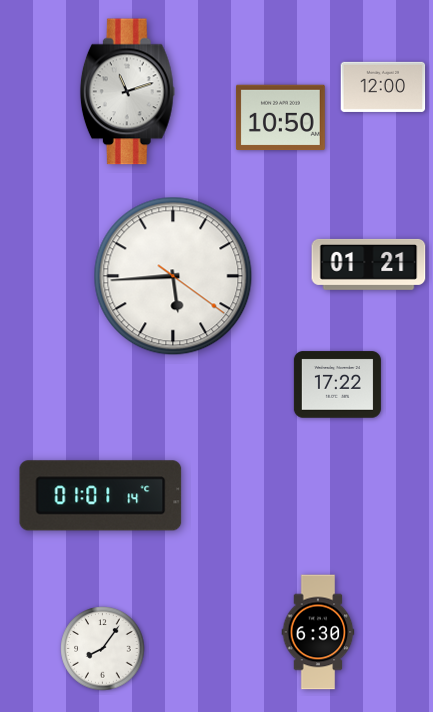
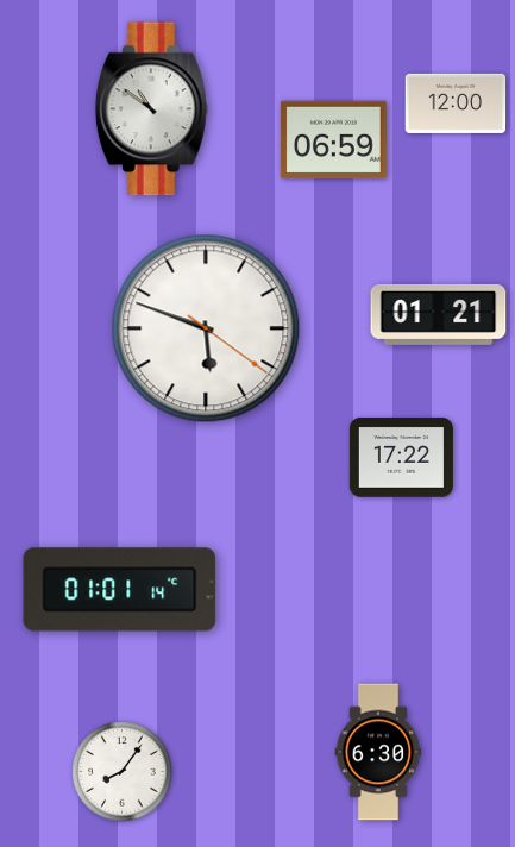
clock at (127, 92): 11:12 -> 10:51
clock at (281, 118): 10:50 -> 06:59
clock at (173, 276): 5:44 -> 5:48
